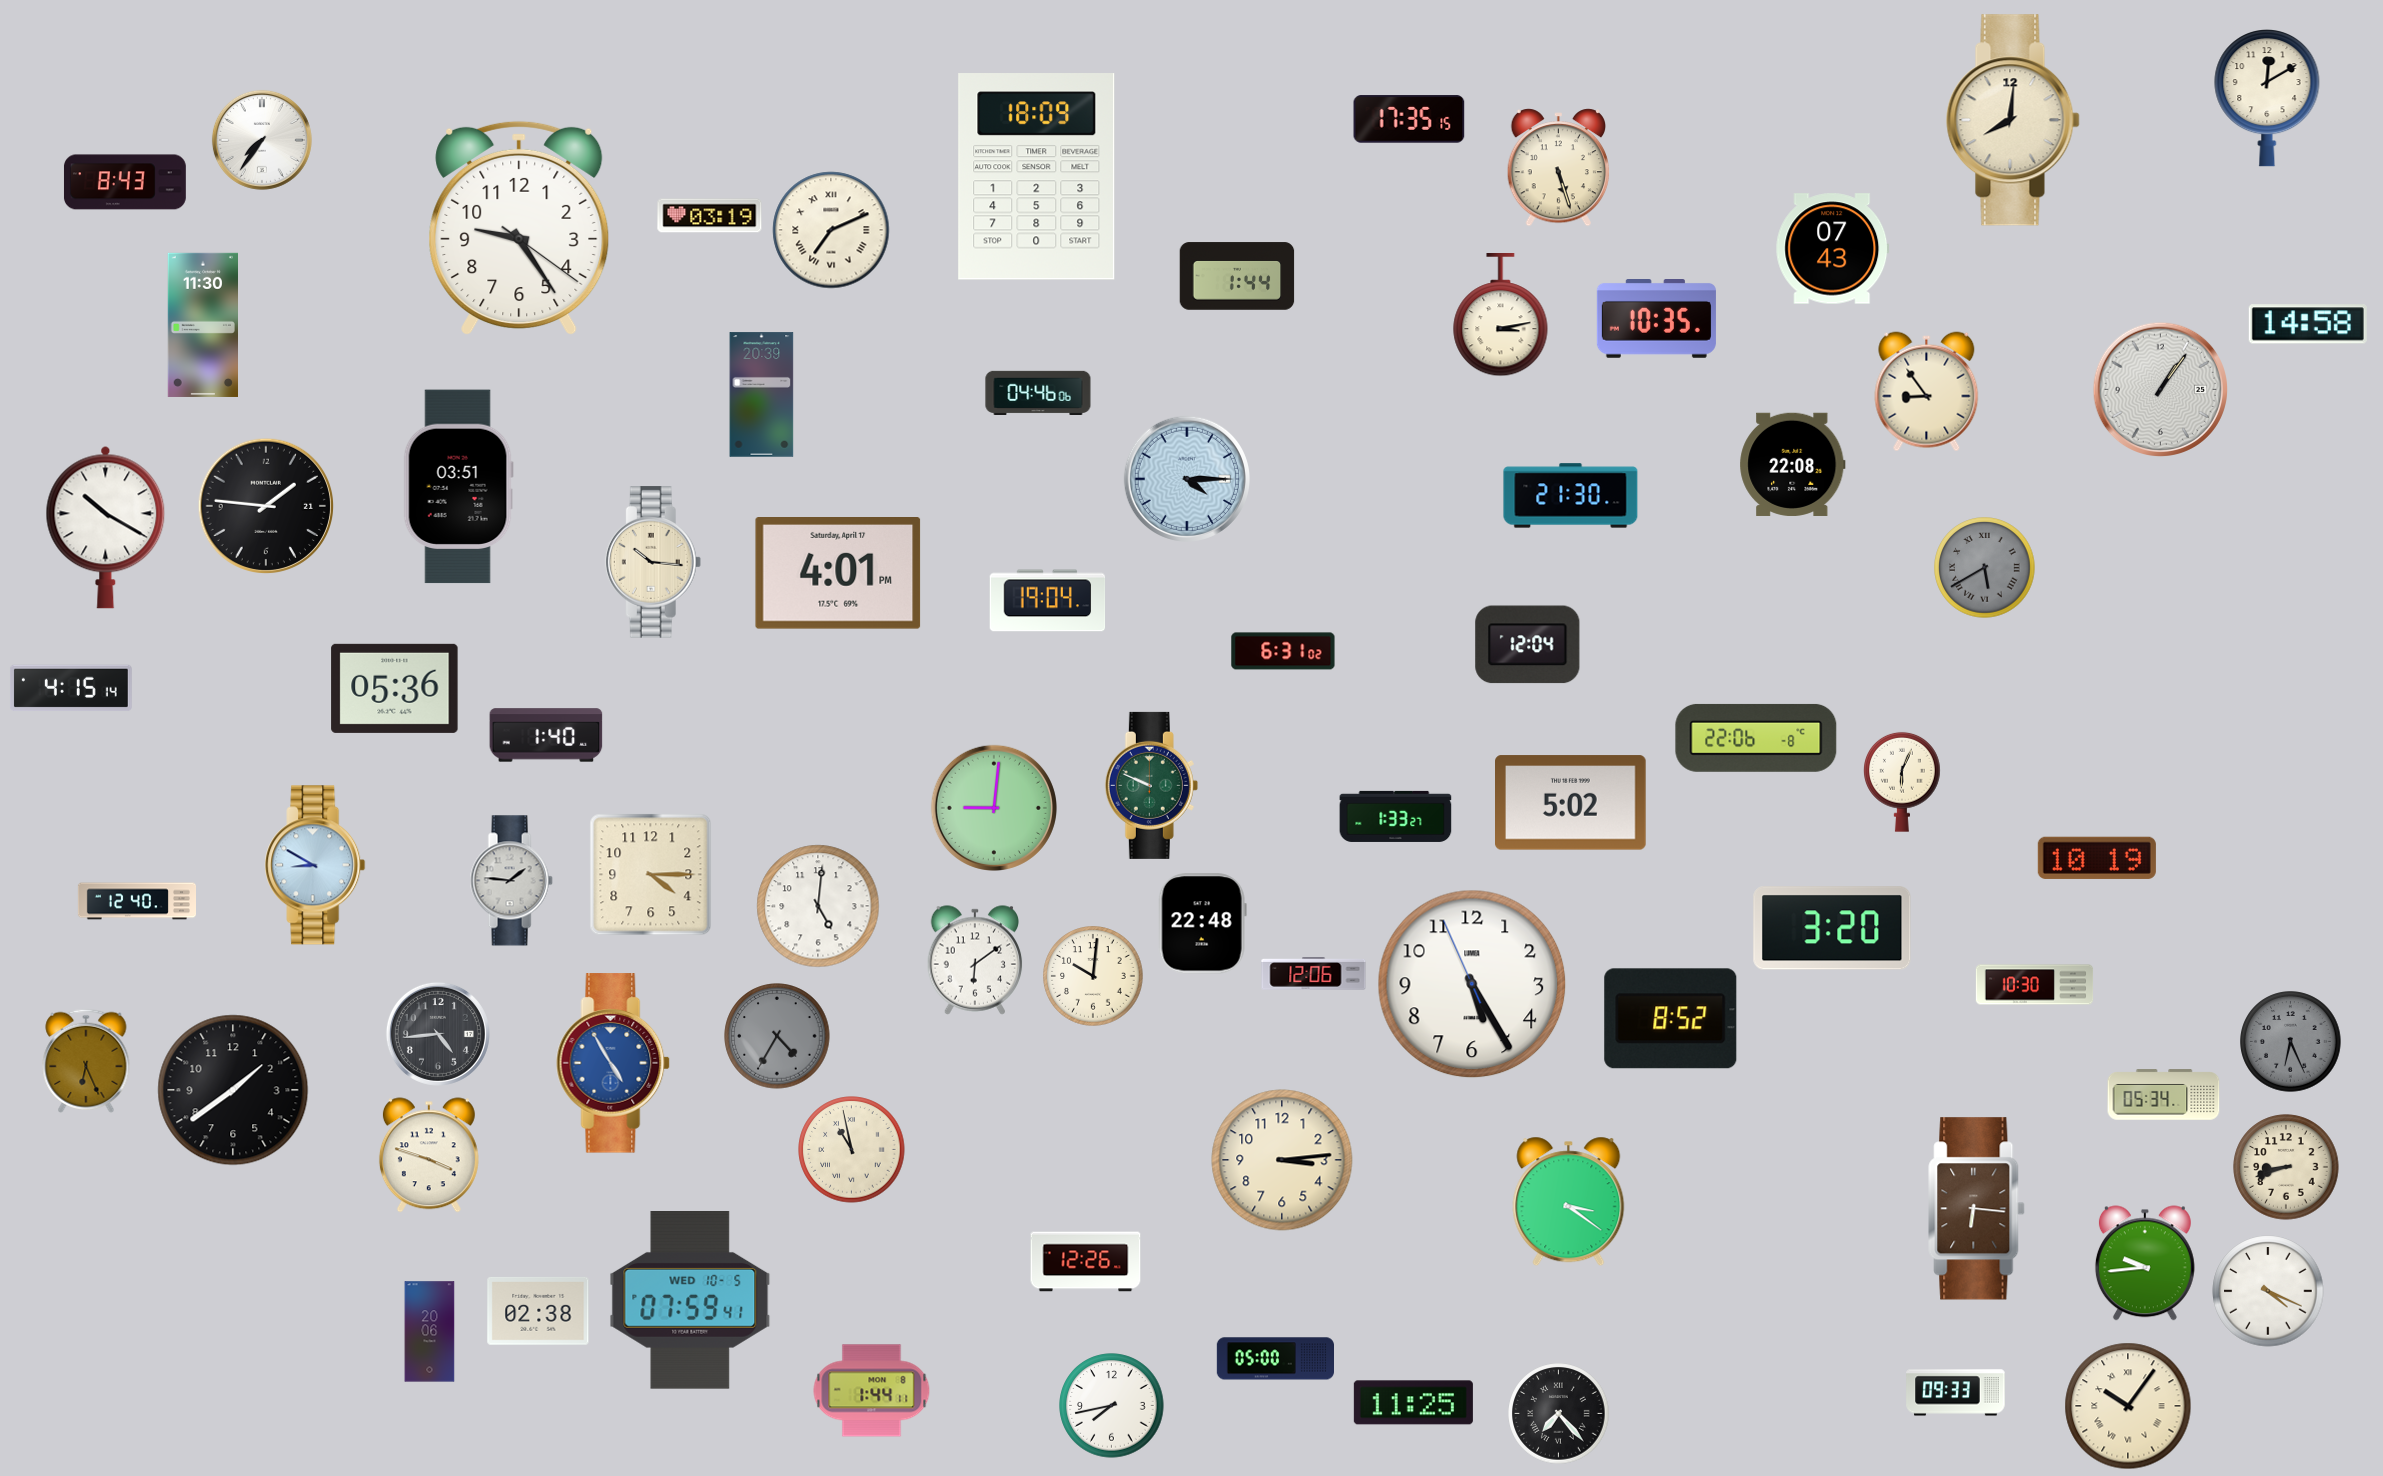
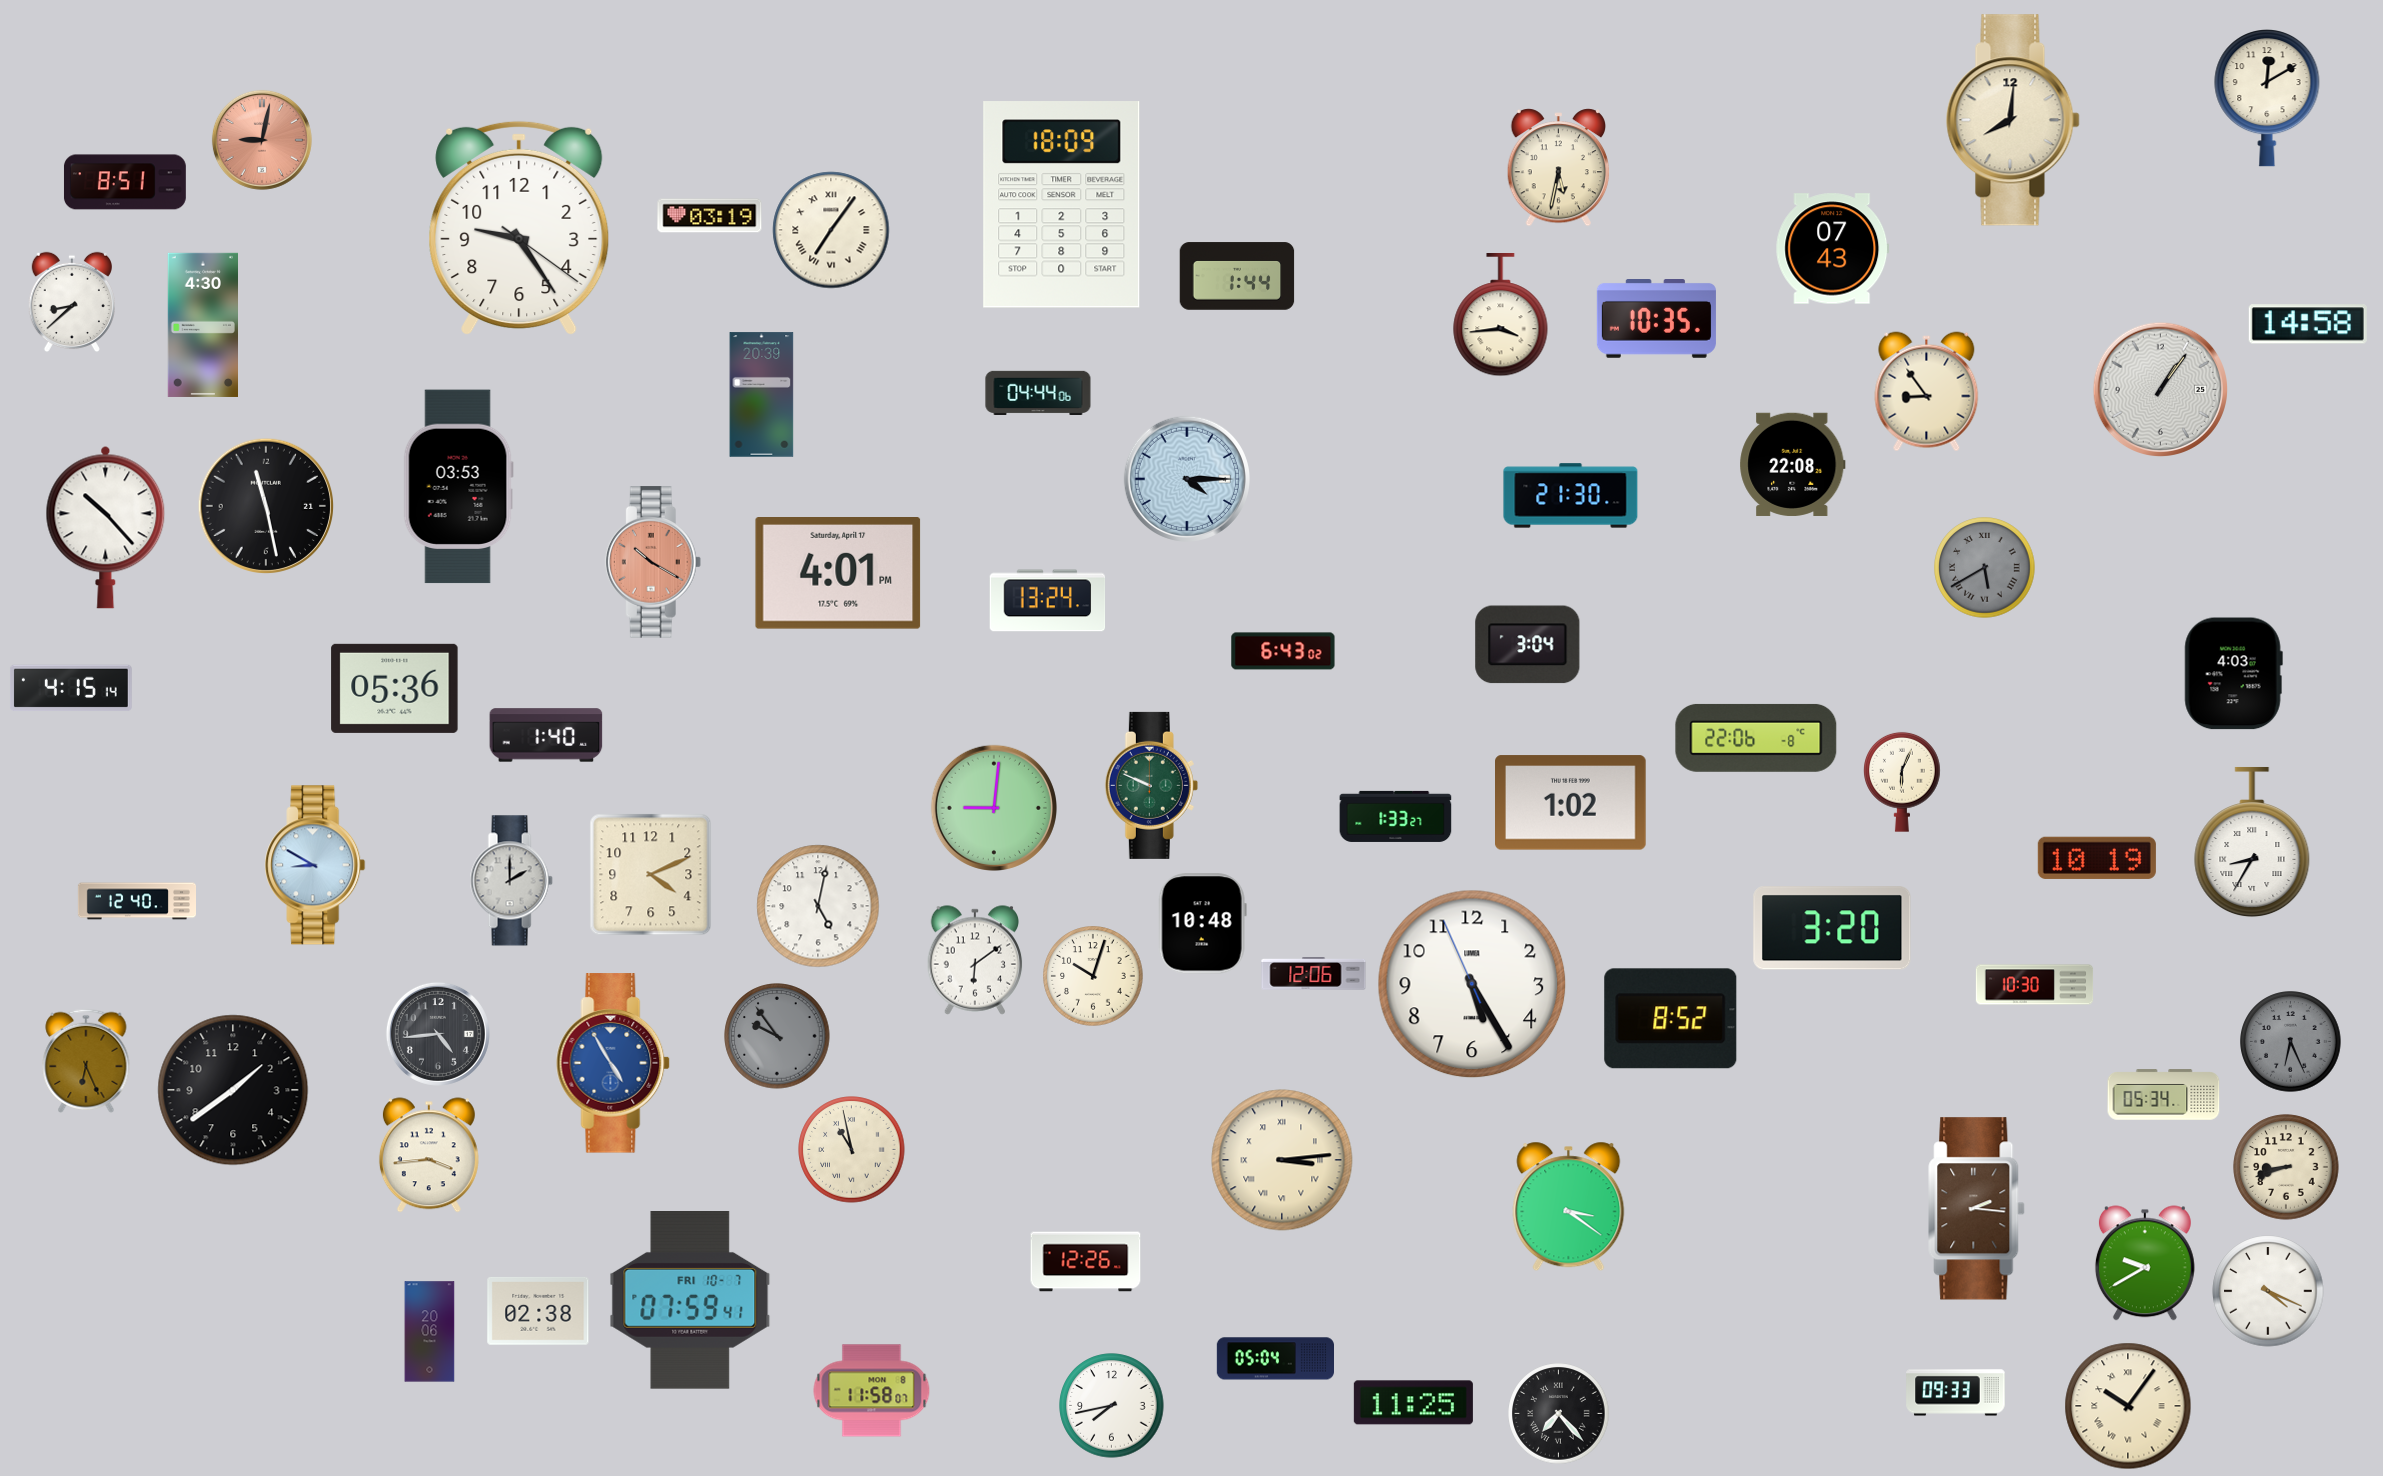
clock at (1409, 119): 17:35 -> none
clock at (262, 140): 7:36 -> 9:02
clock at (262, 140) dial: white -> salmon
clock at (1558, 168): 5:27 -> 5:32
clock at (1037, 177) position: (1037, 177) -> (1062, 205)
clock at (125, 182): 8:43 -> 8:51
clock at (831, 230): 7:11 -> 7:06
clock at (72, 302): none -> 8:38
clock at (1501, 315): 3:13 -> 3:44
clock at (202, 325): 11:30 -> 4:30
clock at (1038, 392): 04:46 -> 04:44
clock at (458, 487): 03:51 -> 03:53
clock at (265, 505): 1:46 -> 11:28
clock at (106, 527): 10:20 -> 10:23
clock at (653, 562): 10:16 -> 10:20
clock at (653, 562) dial: cream -> salmon
clock at (1048, 601): 19:04 -> 13:24
clock at (1528, 645): 12:04 -> 3:04
clock at (1283, 651): 6:31 -> 6:43
clock at (2233, 674): none -> 4:03
clock at (1571, 803): 5:02 -> 1:02
clock at (2252, 842): none -> 8:35
clock at (651, 875): 4:15 -> 4:11
clock at (511, 881): 1:46 -> 2:00
clock at (818, 906): 5:01 -> 5:02
clock at (1202, 924): 22:48 -> 10:48
clock at (1093, 976): 10:01 -> 10:03
clock at (777, 1036): 4:35 -> 9:54
clock at (429, 1155): 3:48 -> 3:44
clock at (1282, 1160) numerals: Arabic -> Roman
clock at (1569, 1202) position: (1569, 1202) -> (1569, 1207)
clock at (1977, 1209): 6:16 -> 2:16
clock at (2145, 1263): 9:44 -> 9:40
clock at (690, 1301) date: WED 10-5 -> FRI 10-7
clock at (1275, 1359): 05:00 -> 05:04
clock at (872, 1391): 1:44 -> 11:58
